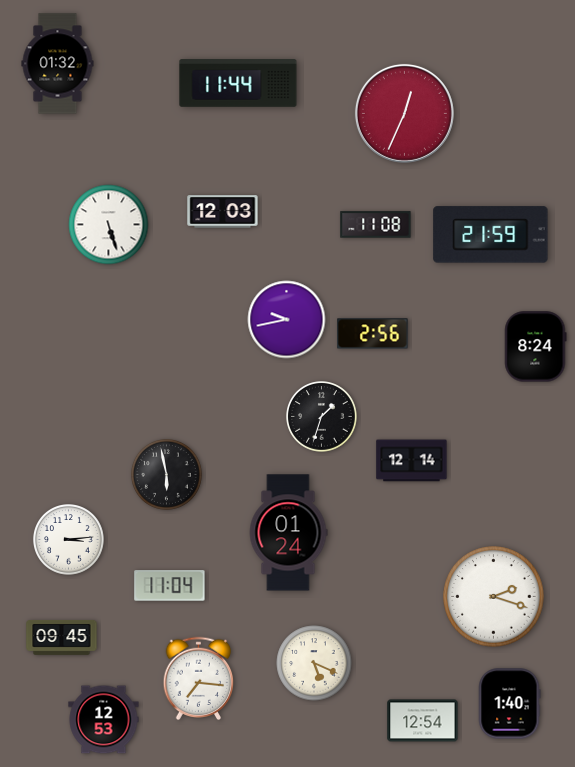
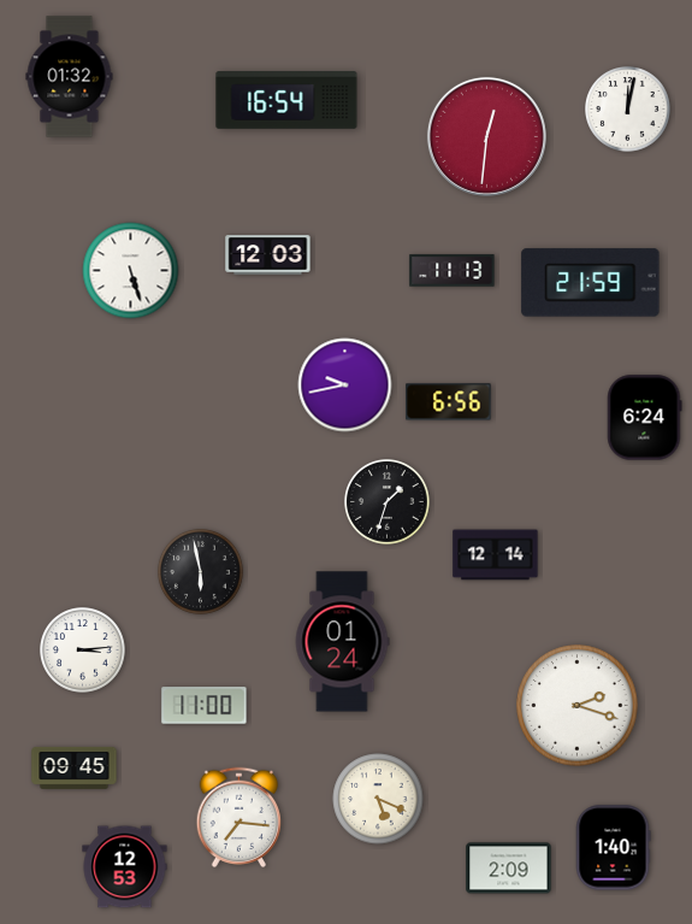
clock at (238, 83): 11:44 -> 16:54
clock at (628, 110): none -> 12:02
clock at (404, 113): 12:34 -> 12:31
clock at (376, 225): 11:08 -> 11:13
clock at (373, 334): 2:56 -> 6:56
clock at (536, 347): 8:24 -> 6:24
clock at (288, 533) position: (288, 533) -> (342, 642)
clock at (170, 586): 11:04 -> 11:00
clock at (494, 597) position: (494, 597) -> (578, 706)
clock at (423, 721): 12:54 -> 2:09
